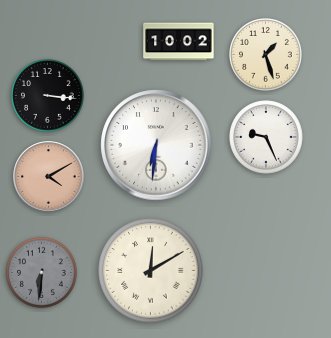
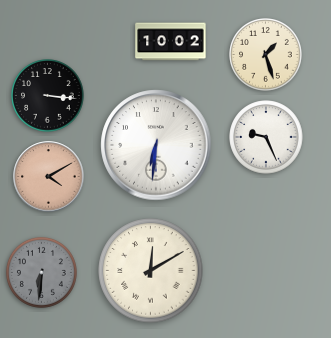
clock at (179, 42) position: (179, 42) -> (171, 42)
